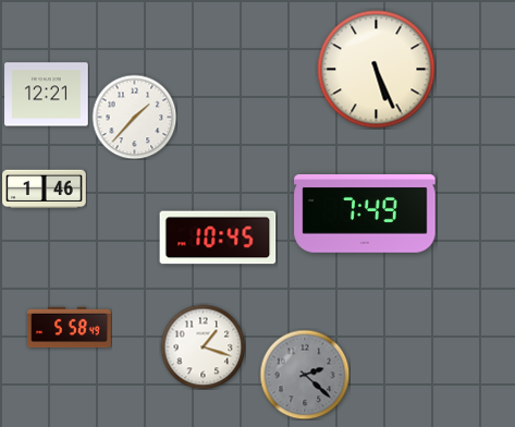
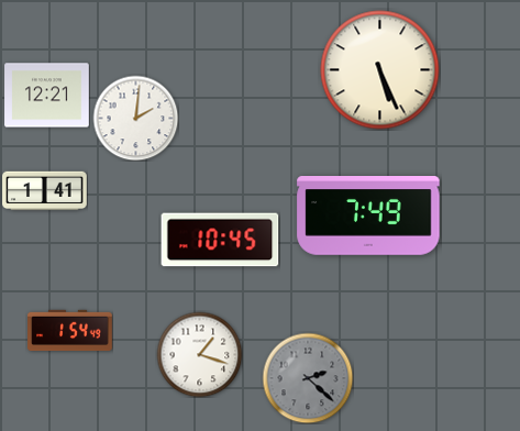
clock at (134, 117): 1:37 -> 2:01
clock at (45, 190): 1:46 -> 1:41
clock at (70, 328): 5:58 -> 1:54
clock at (203, 346) position: (203, 346) -> (199, 354)
